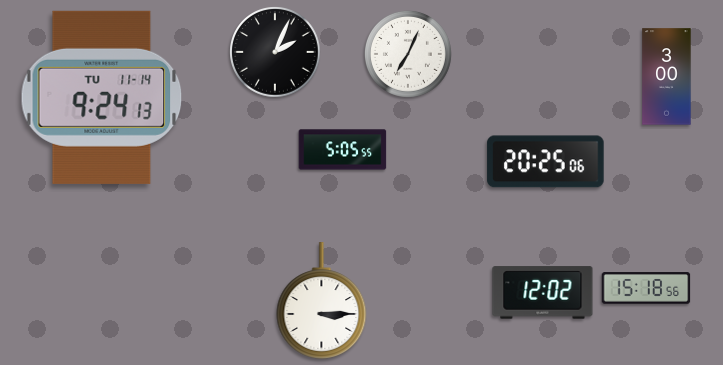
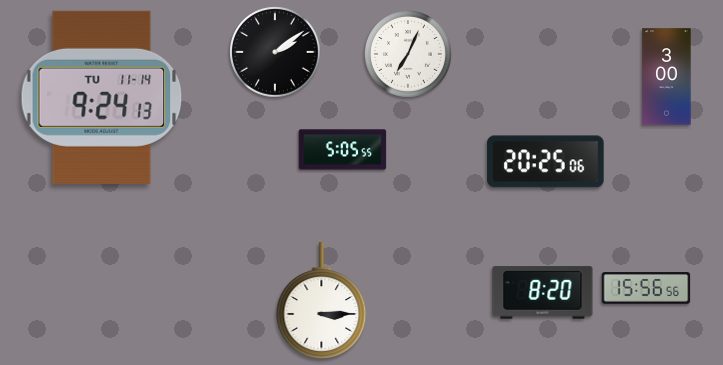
clock at (276, 53): 2:04 -> 2:09
clock at (646, 288): 15:18 -> 15:56
clock at (543, 293): 12:02 -> 8:20
